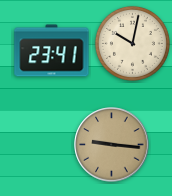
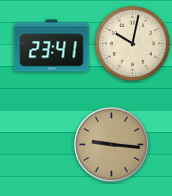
clock at (52, 51) position: (52, 51) -> (52, 46)
